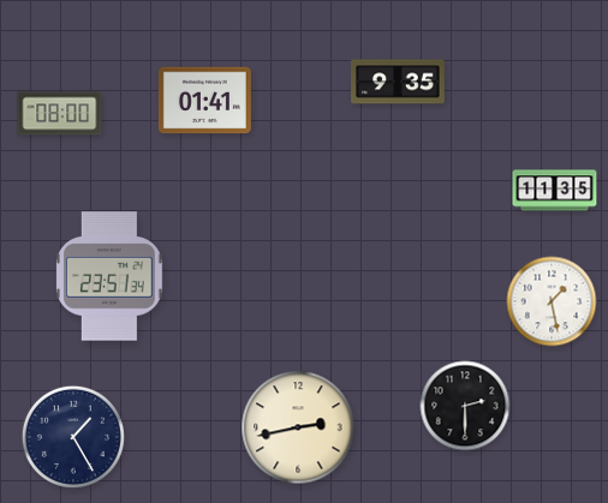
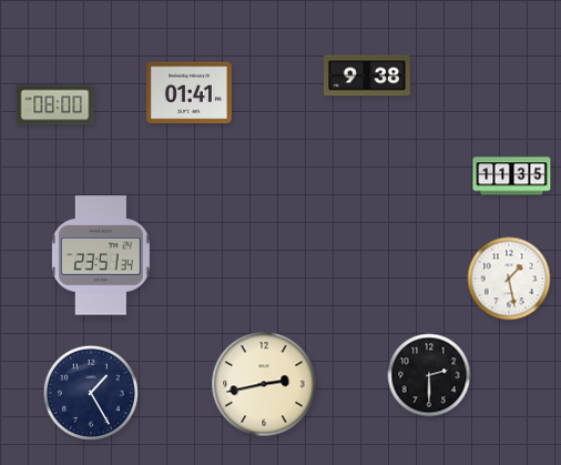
clock at (398, 82): 9:35 -> 9:38
clock at (298, 427) position: (298, 427) -> (264, 384)
clock at (73, 437) position: (73, 437) -> (91, 393)
